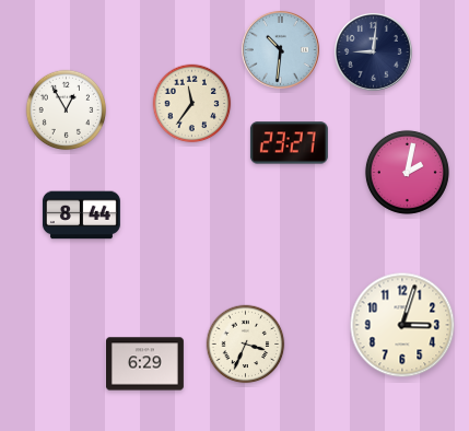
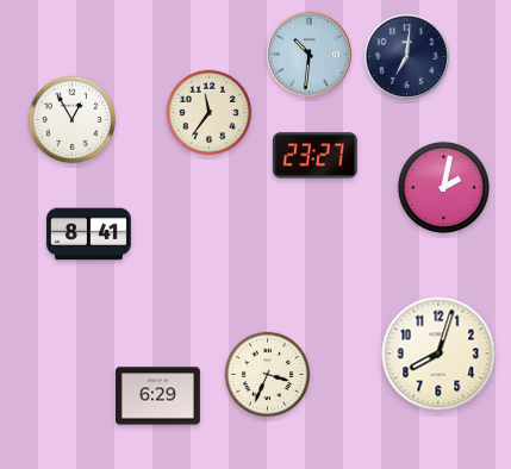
clock at (280, 49) position: (280, 49) -> (309, 54)
clock at (373, 51): 9:01 -> 7:01
clock at (81, 215): 8:44 -> 8:41
clock at (402, 325): 3:03 -> 8:03
